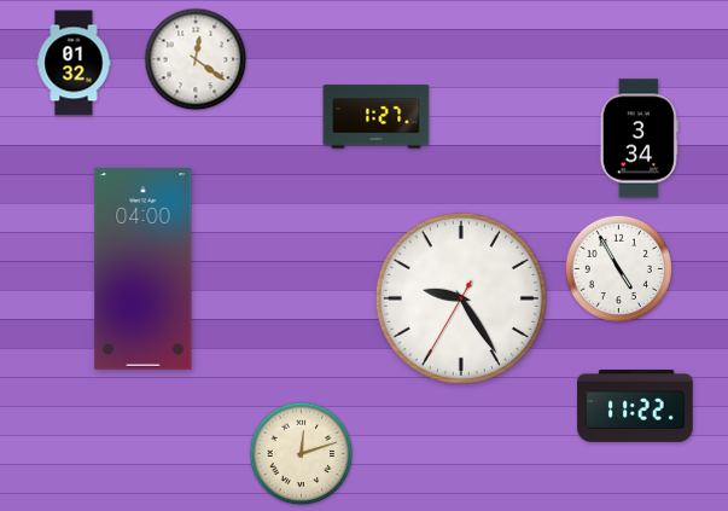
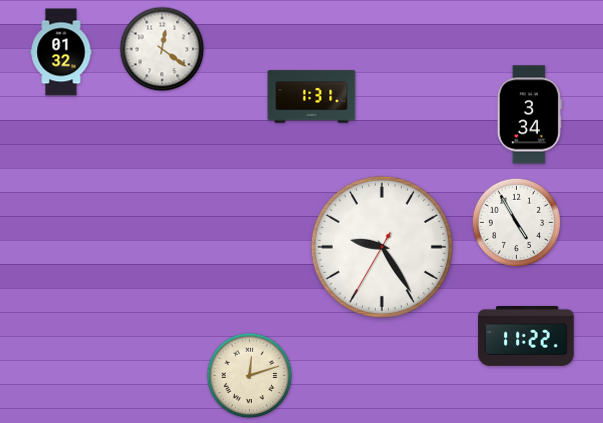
clock at (377, 117): 1:27 -> 1:31
clock at (618, 268) position: (618, 268) -> (516, 222)
clock at (144, 269): 04:00 -> none
